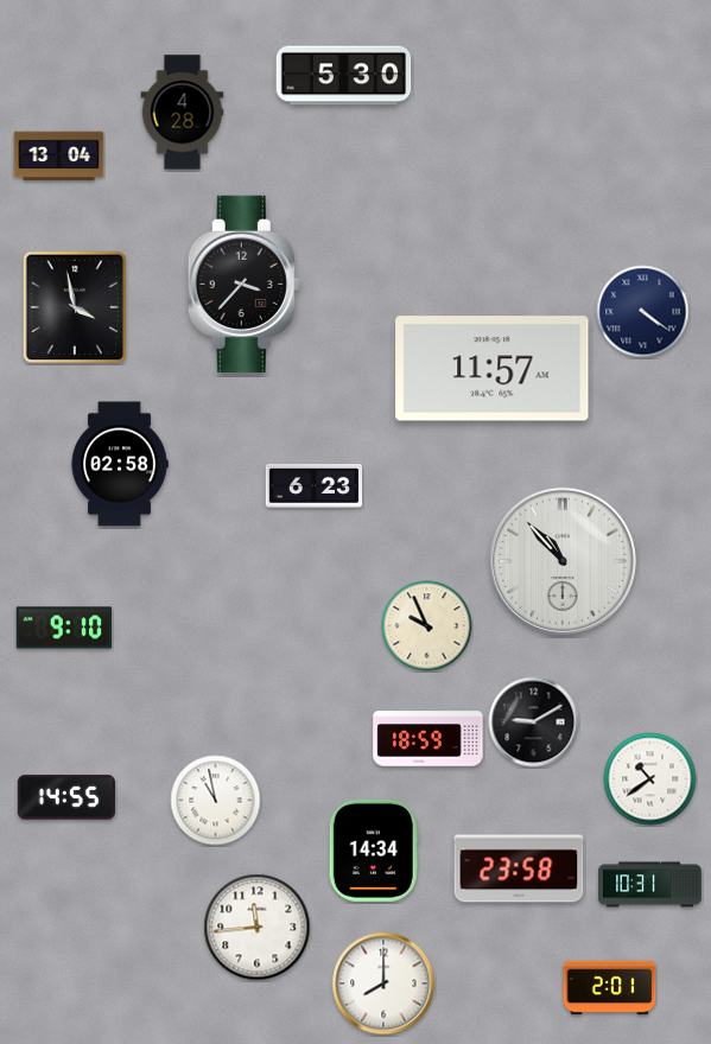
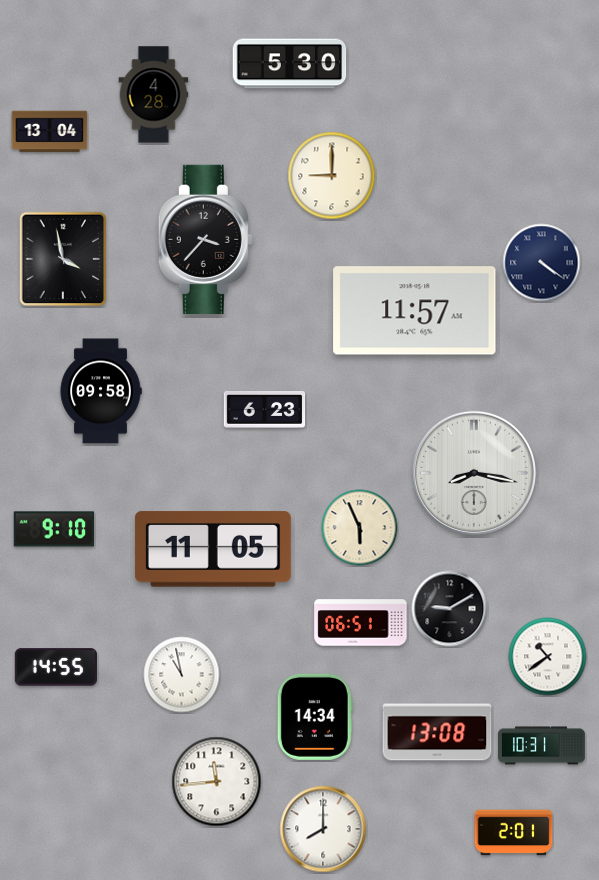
clock at (332, 176): none -> 9:00
clock at (120, 464): 02:58 -> 09:58
clock at (563, 561): 10:53 -> 8:17
clock at (427, 626): 9:56 -> 5:56
clock at (213, 549): none -> 11:05
clock at (428, 739): 18:59 -> 06:51
clock at (66, 797) position: (66, 797) -> (56, 667)
clock at (519, 868): 23:58 -> 13:08
clock at (649, 885) position: (649, 885) -> (541, 746)
